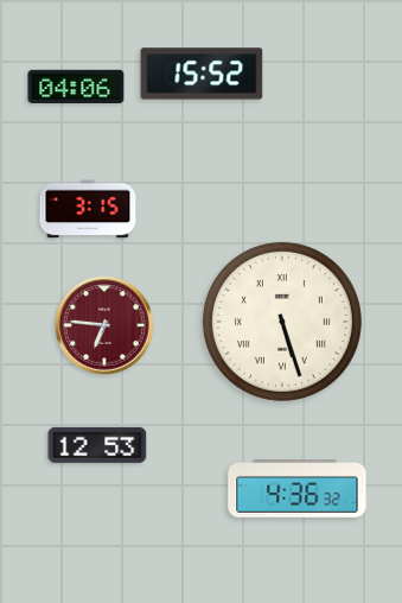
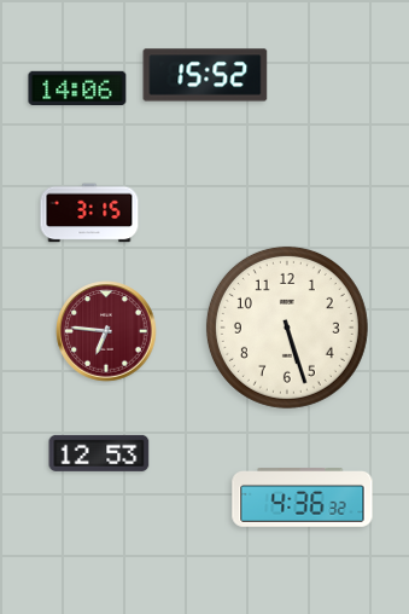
clock at (76, 85): 04:06 -> 14:06
clock at (282, 322) numerals: Roman -> Arabic
